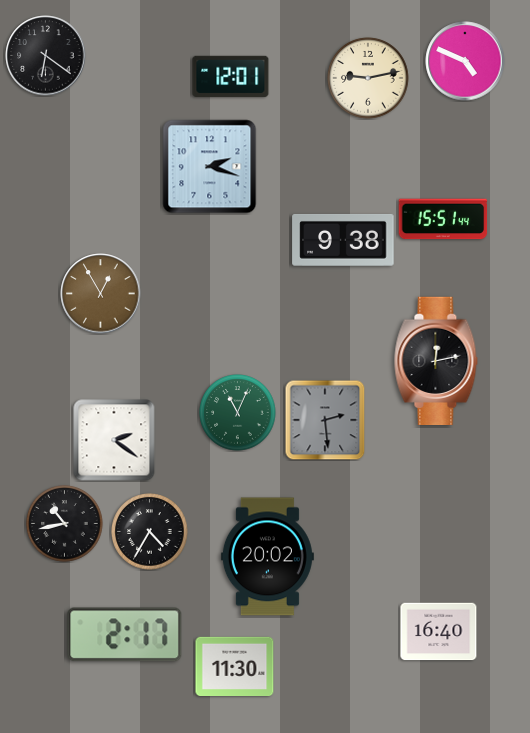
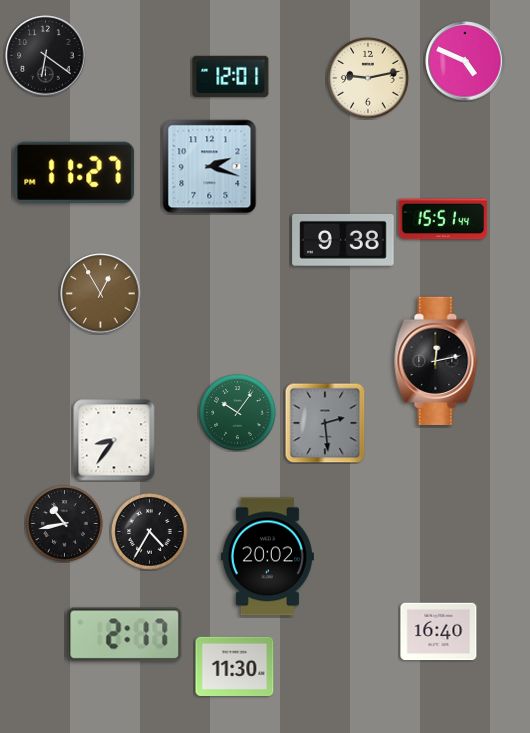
clock at (75, 172): none -> 11:27
clock at (238, 413): 11:04 -> 10:06
clock at (325, 420) position: (325, 420) -> (325, 423)
clock at (114, 440): 2:21 -> 8:36
